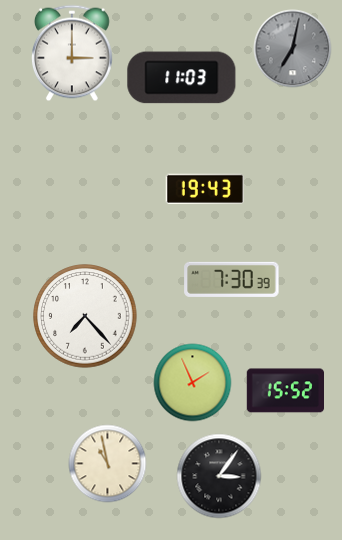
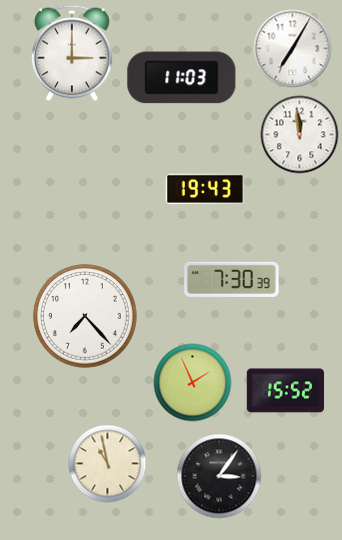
clock at (292, 48): 7:02 -> 7:05
clock at (292, 48) dial: grey -> white
clock at (299, 134): none -> 11:59
